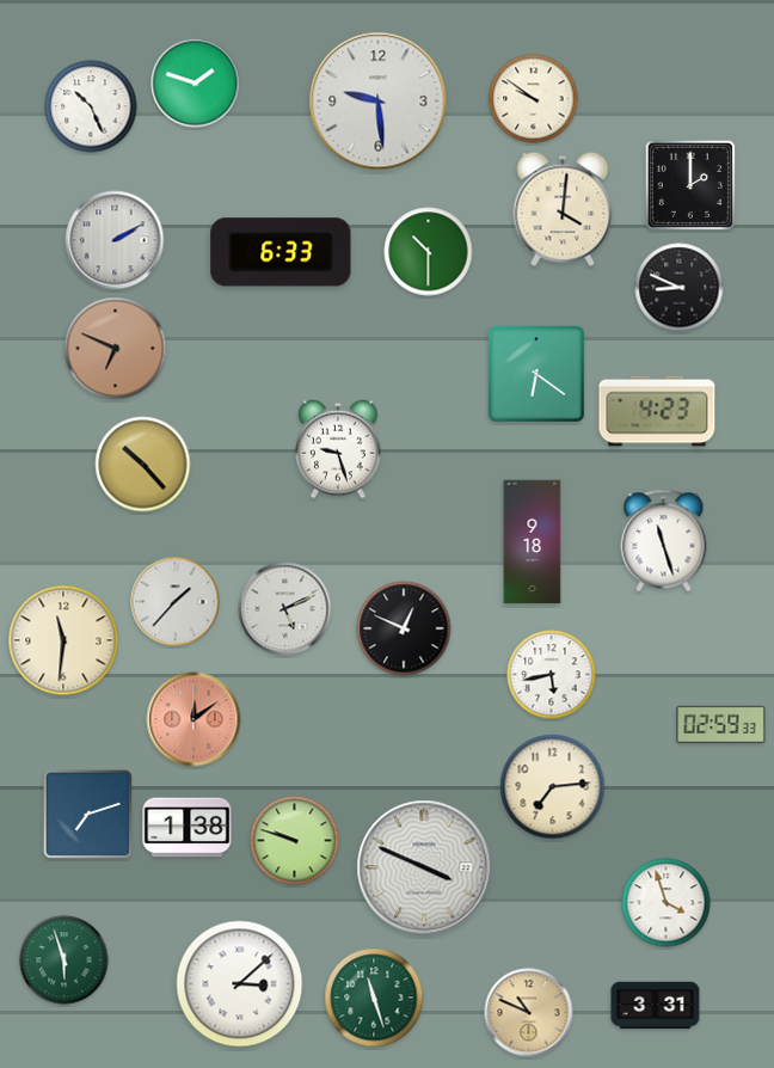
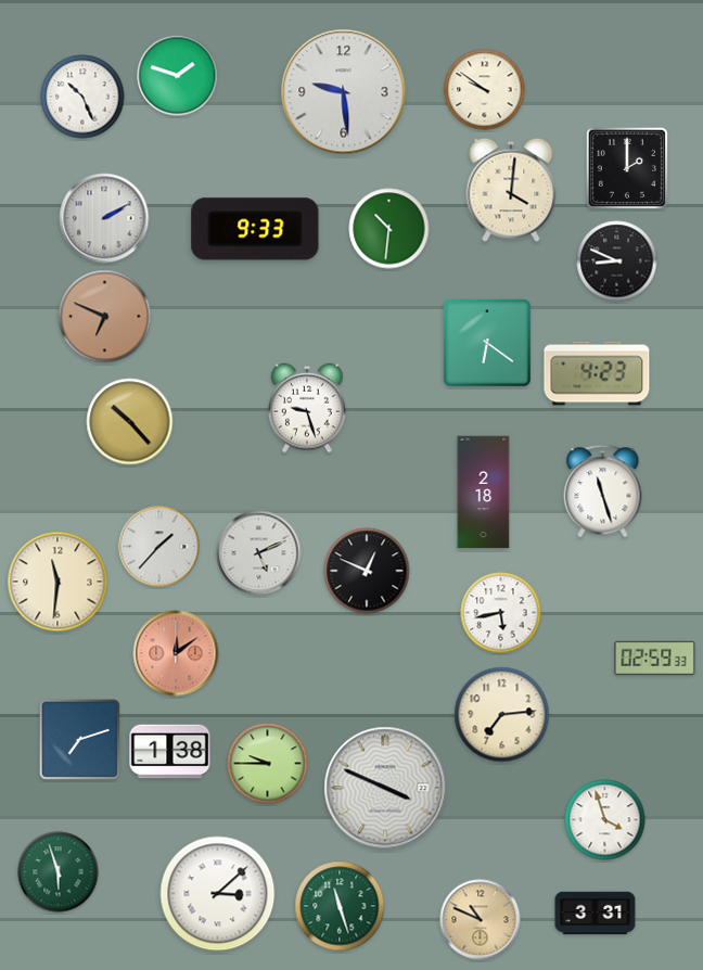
clock at (281, 252): 6:33 -> 9:33
clock at (429, 252): 10:30 -> 10:31
clock at (536, 374) position: (536, 374) -> (487, 343)
clock at (533, 542): 9:18 -> 2:18
clock at (295, 841): 9:48 -> 9:45
